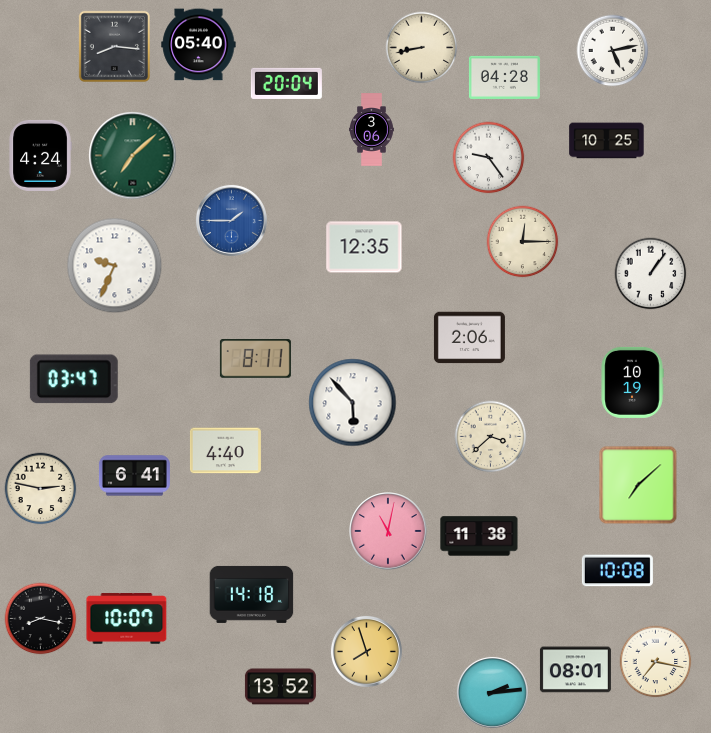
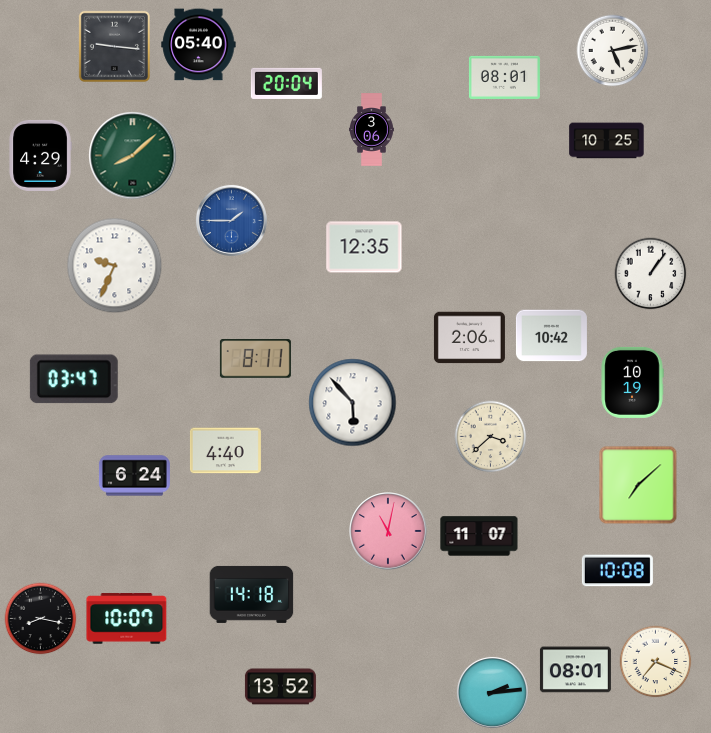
clock at (114, 46): 8:16 -> 9:16
clock at (422, 48): 8:43 -> none
clock at (504, 77): 04:28 -> 08:01
clock at (40, 155): 4:24 -> 4:29
clock at (133, 156): 7:08 -> 8:08
clock at (489, 158): 9:24 -> none
clock at (523, 242): 12:15 -> none
clock at (551, 336): none -> 10:42
clock at (134, 476): 6:41 -> 6:24
clock at (41, 489): 2:47 -> none
clock at (479, 536): 11:38 -> 11:07
clock at (366, 651): 7:57 -> none
clock at (656, 662): 7:17 -> 7:19
